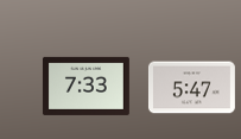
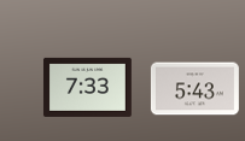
clock at (191, 88): 5:47 -> 5:43
